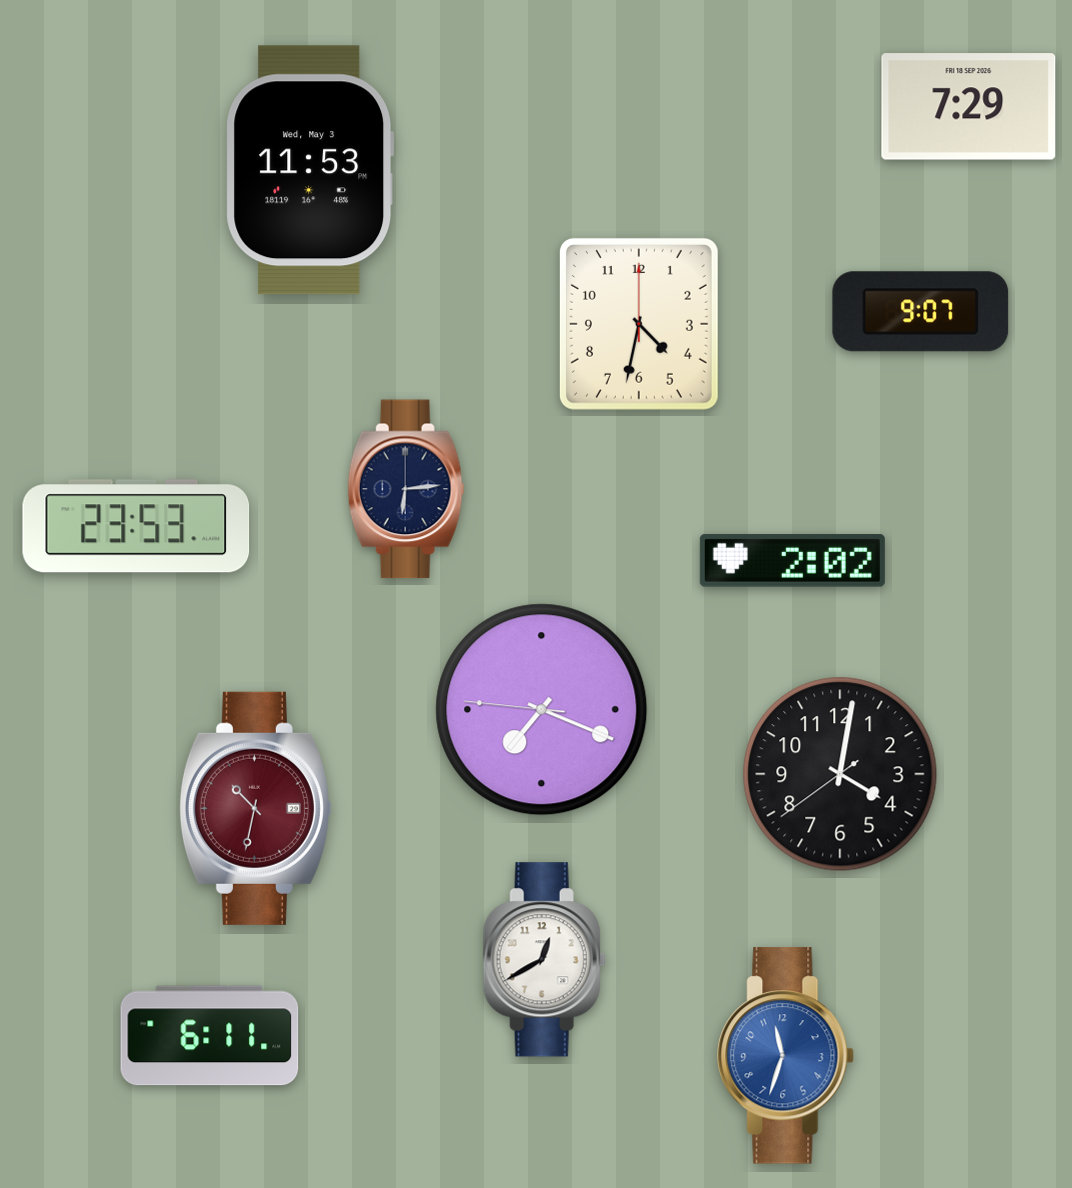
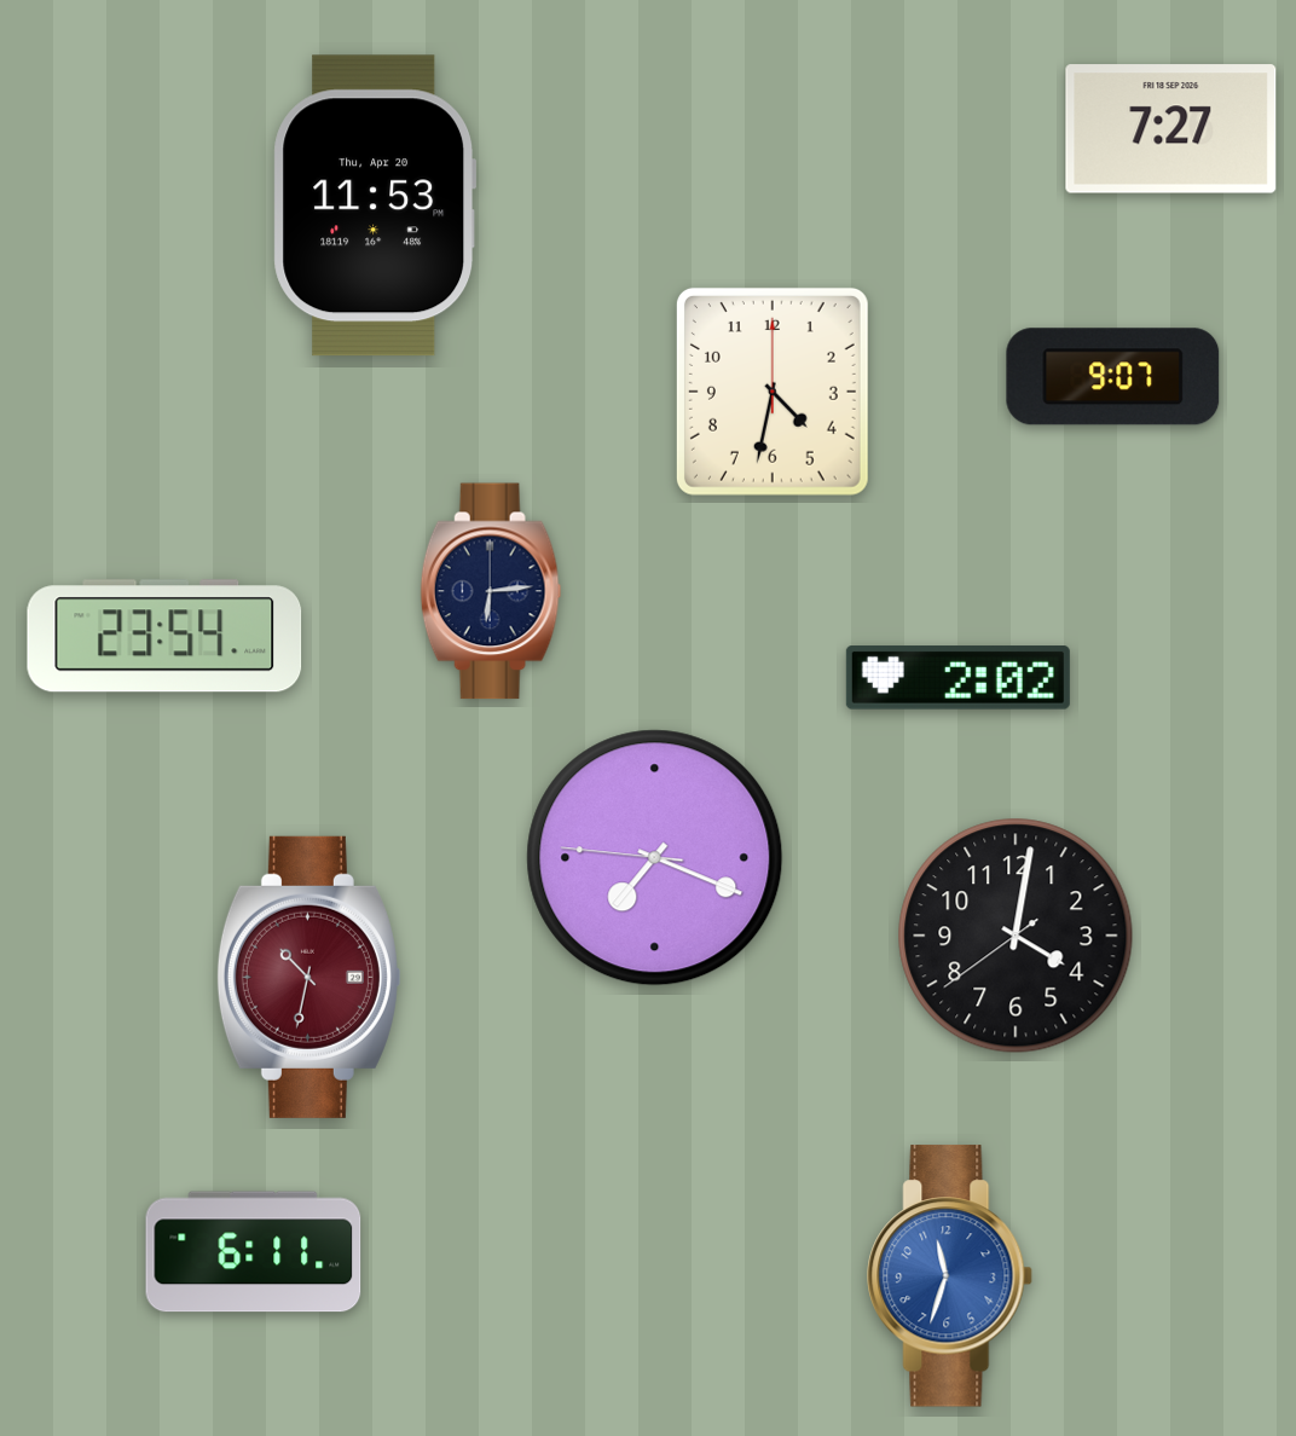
clock at (969, 107): 7:29 -> 7:27
clock at (310, 170) date: Wed, May 3 -> Thu, Apr 20
clock at (136, 526): 23:53 -> 23:54
clock at (544, 960): 12:40 -> none
